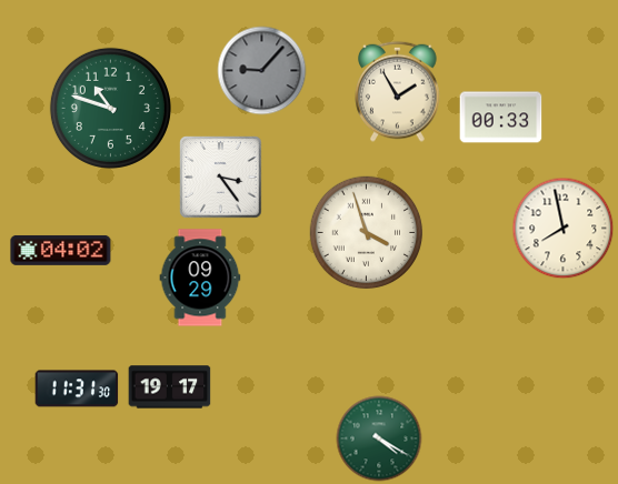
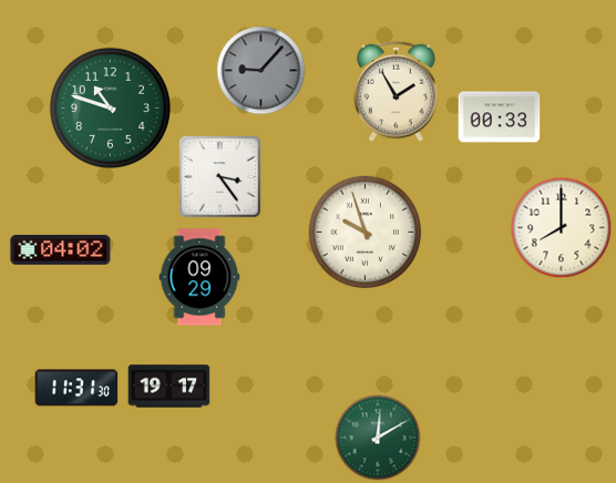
clock at (564, 229): 7:58 -> 8:00
clock at (367, 233): 3:57 -> 9:57
clock at (379, 438): 4:20 -> 12:10
